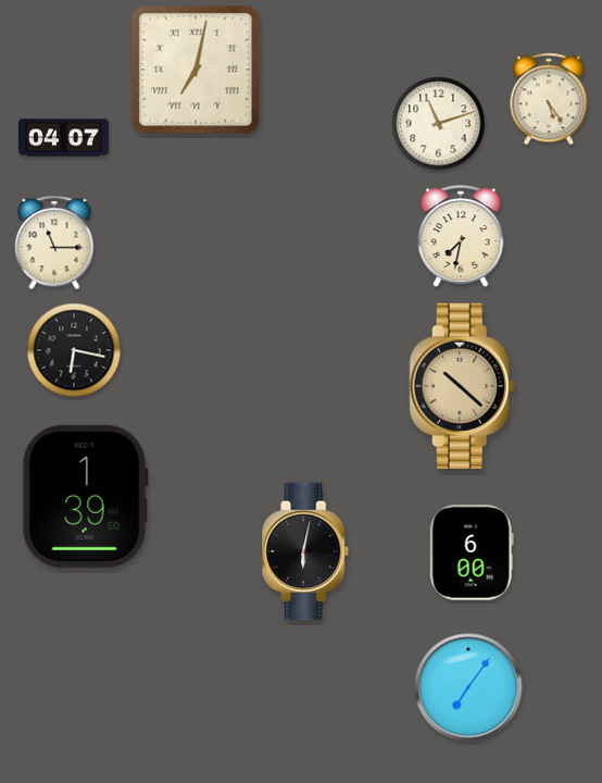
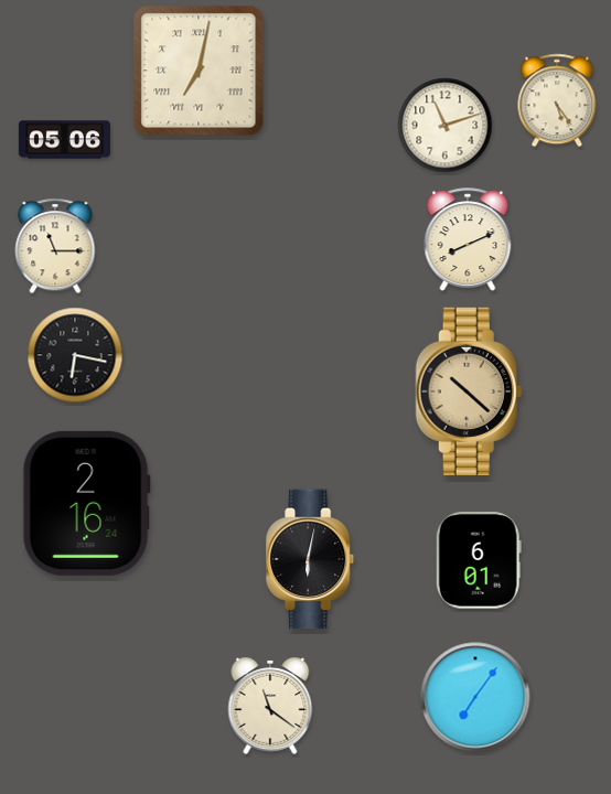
clock at (63, 138): 04:07 -> 05:06
clock at (461, 236): 7:32 -> 8:11
clock at (85, 496): 1:39 -> 2:16
clock at (472, 552): 6:00 -> 6:01
clock at (270, 706): none -> 11:21
